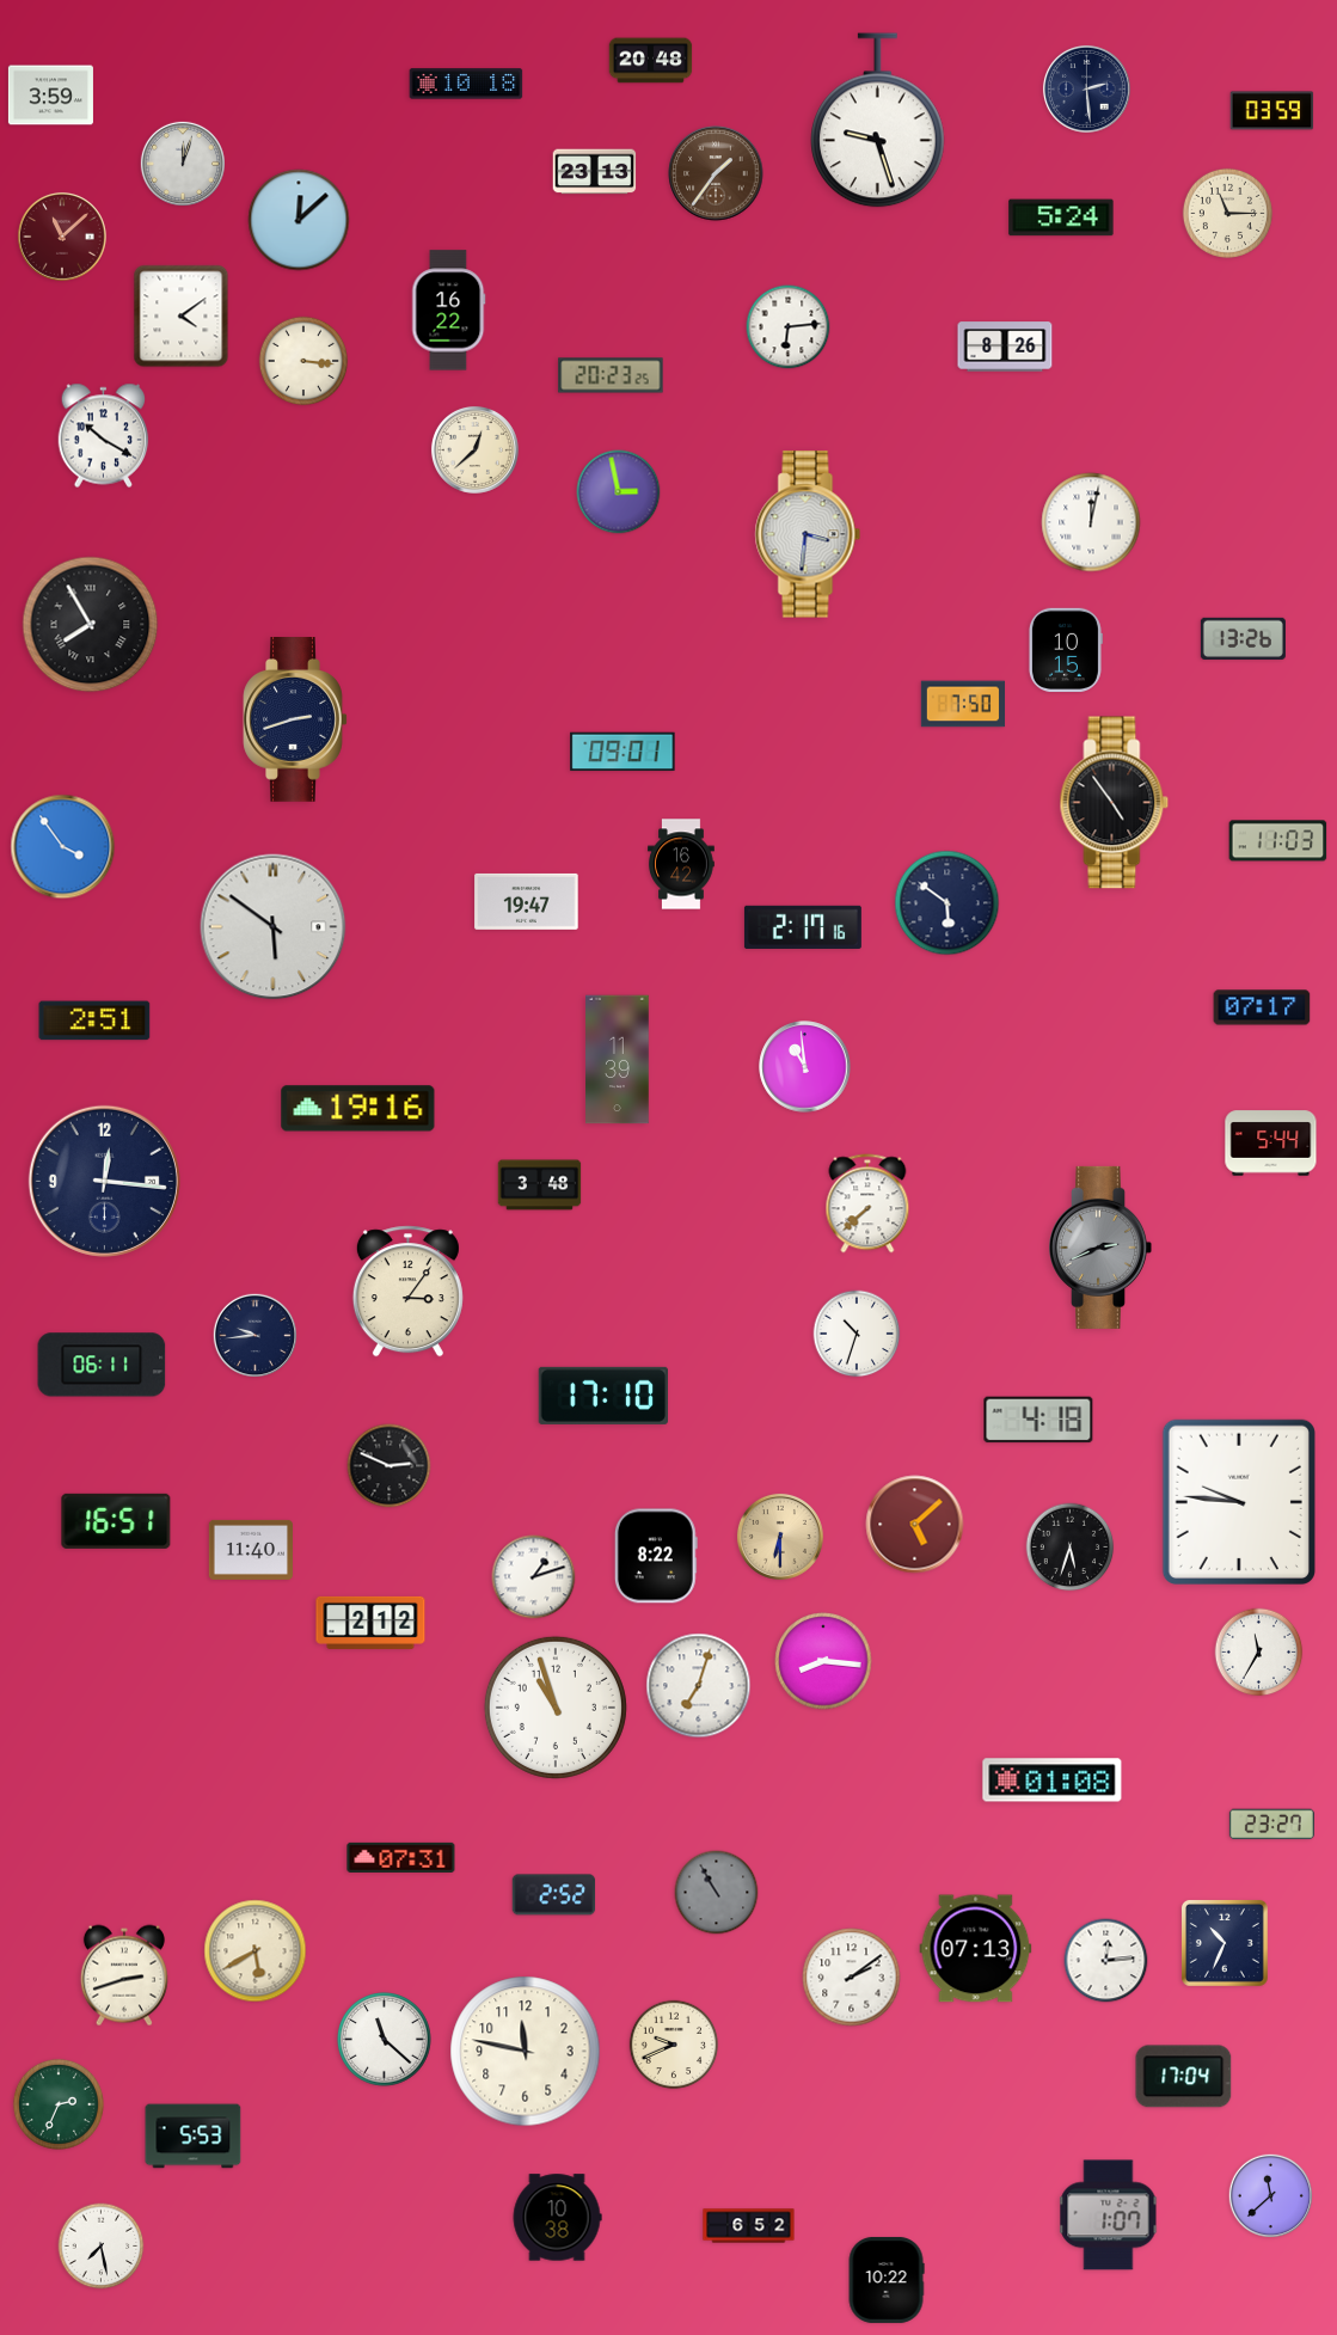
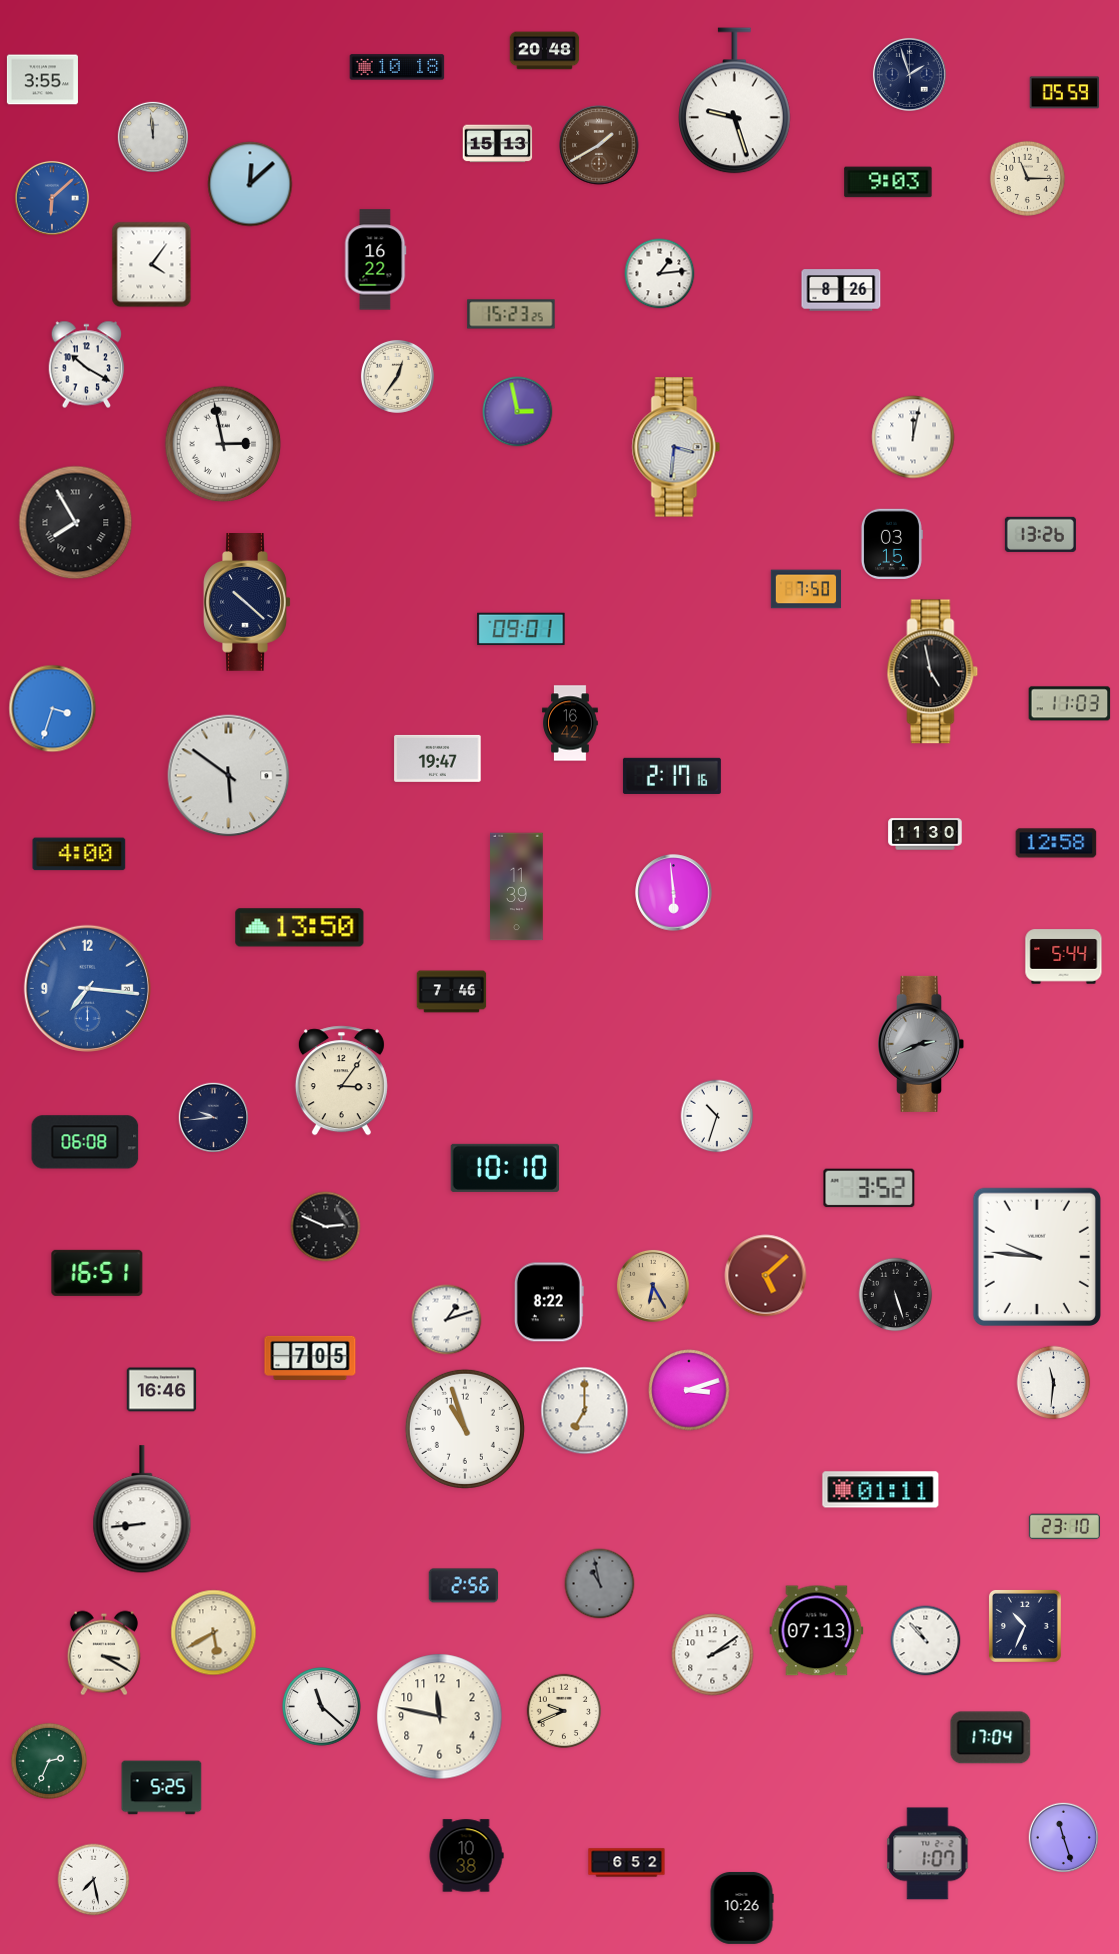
clock at (466, 84) position: (466, 84) -> (397, 67)
clock at (1086, 88): 2:29 -> 1:57
clock at (50, 96): 3:59 -> 3:55
clock at (1272, 111): 03:59 -> 05:59
clock at (183, 164): 12:03 -> 11:59
clock at (595, 172): 23:13 -> 15:13
clock at (716, 173): 1:36 -> 1:40
clock at (1061, 217): 5:24 -> 9:03
clock at (62, 237): 11:08 -> 6:08
clock at (62, 237) dial: burgundy -> blue
clock at (182, 317): 4:09 -> 4:06
clock at (789, 327): 6:14 -> 1:14
clock at (303, 361): 3:16 -> none
clock at (611, 375): 20:23 -> 15:23
clock at (474, 449): 12:38 -> 12:36
clock at (223, 444): none -> 2:58
clock at (1065, 649): 10:15 -> 03:15
clock at (295, 721): 2:42 -> 10:22
clock at (1115, 803): 4:54 -> 4:58
clock at (63, 847): 3:54 -> 3:33
clock at (527, 901) position: (527, 901) -> (438, 758)
clock at (947, 903): 5:51 -> none
clock at (925, 834): none -> 11:30
clock at (1262, 1007): 07:17 -> 12:58
clock at (94, 1021): 2:51 -> 4:00
clock at (805, 1067): 10:59 -> 5:59
clock at (358, 1109): 19:16 -> 13:50
clock at (104, 1181): 12:16 -> 7:16
clock at (104, 1181) dial: navy -> blue
clock at (540, 1185): 3:48 -> 7:46
clock at (867, 1203): 7:38 -> none
clock at (102, 1365): 06:11 -> 06:08
clock at (602, 1396): 17:10 -> 10:10
clock at (1038, 1420): 4:18 -> 3:52
clock at (780, 1537): 6:30 -> 6:25
clock at (1071, 1548): 5:33 -> 5:27
clock at (250, 1550): 11:40 -> none
clock at (370, 1623): 2:12 -> 7:05
clock at (1259, 1653): 11:35 -> 11:31
clock at (162, 1390): none -> 16:46
clock at (823, 1661): 8:16 -> 3:12
clock at (699, 1686): 7:03 -> 7:00
clock at (1053, 1781): 01:08 -> 01:11
clock at (142, 1510): none -> 8:44
clock at (1271, 1825): 23:27 -> 23:10
clock at (401, 1857): 07:31 -> none
clock at (717, 1893): 10:55 -> 10:58
clock at (554, 1895): 2:52 -> 2:56
clock at (1106, 1961): 12:14 -> 10:53
clock at (124, 1975): 2:42 -> 3:20
clock at (194, 2137): 5:53 -> 5:25
clock at (1270, 2195): 11:38 -> 11:27
clock at (102, 2247) position: (102, 2247) -> (94, 1880)
clock at (887, 2280): 10:22 -> 10:26
